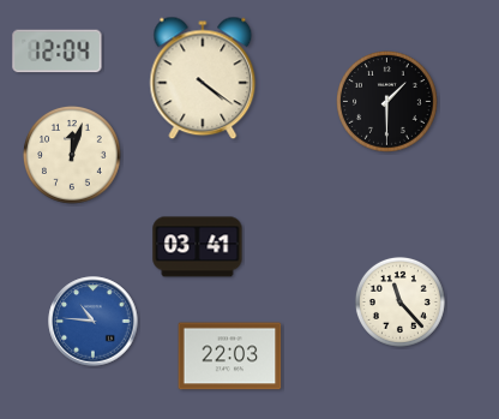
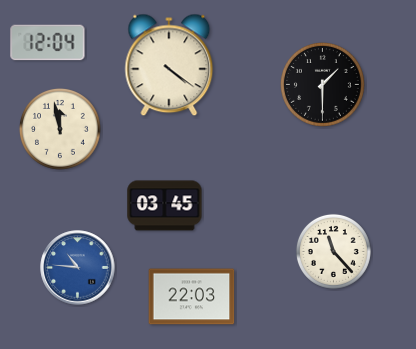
clock at (72, 155): 12:03 -> 11:58
clock at (198, 247): 03:41 -> 03:45
